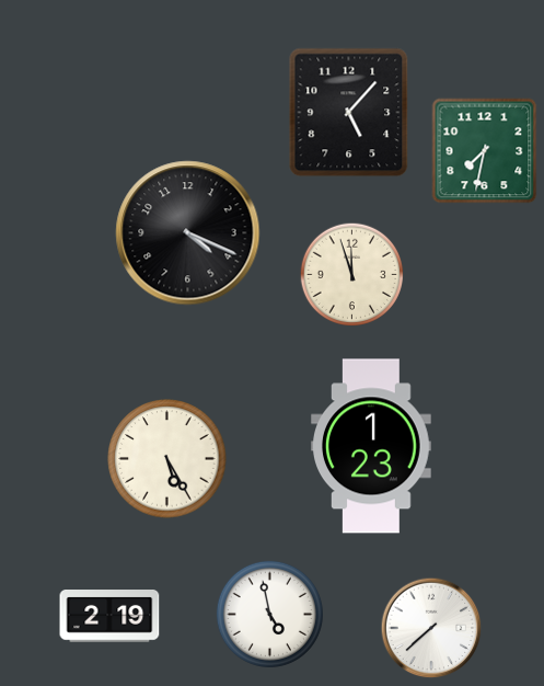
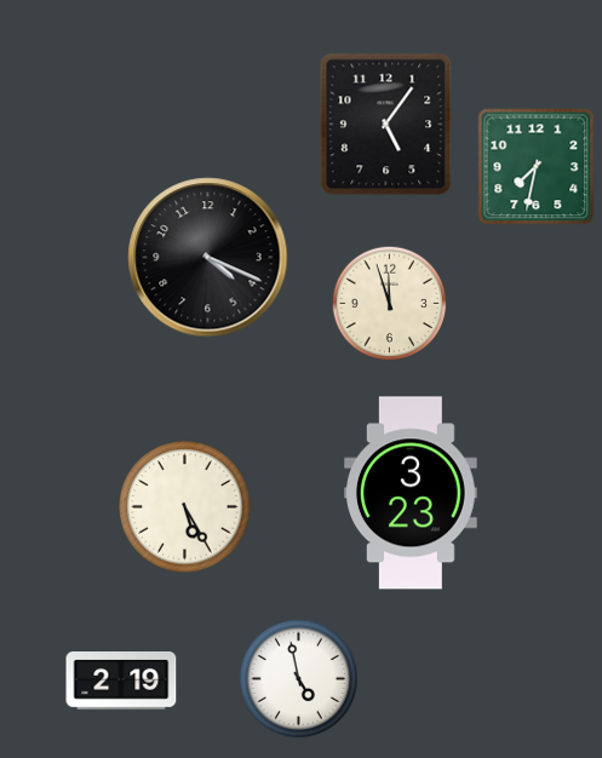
clock at (349, 113): 5:07 -> 5:06
clock at (372, 446): 1:23 -> 3:23
clock at (431, 628): 7:38 -> none
